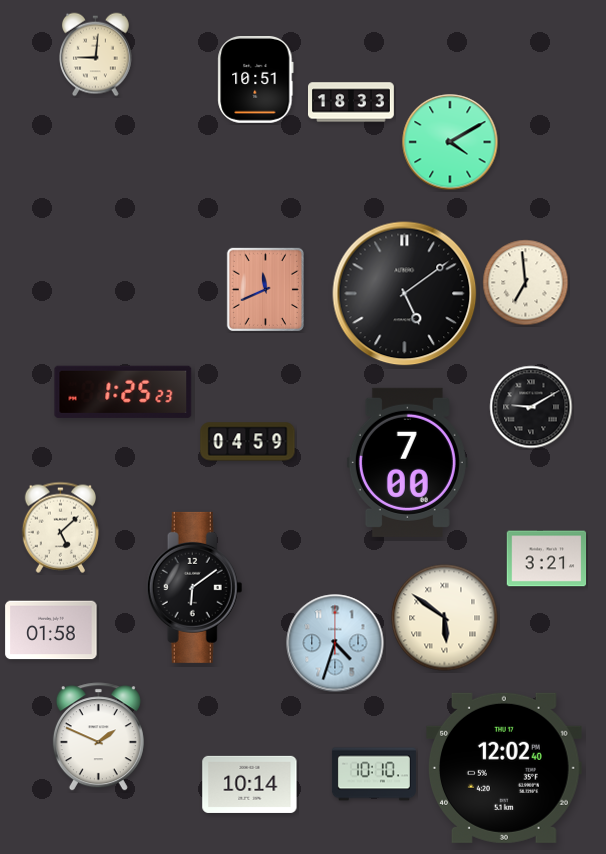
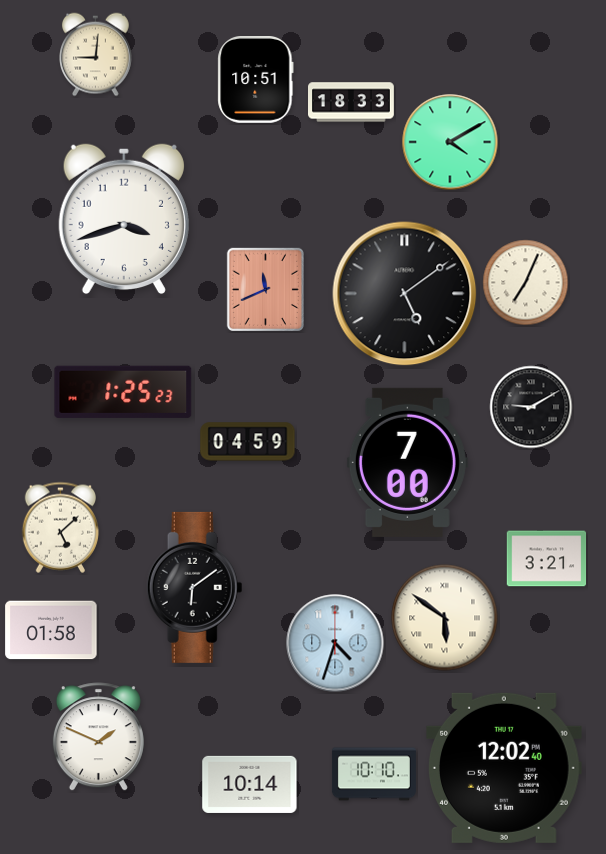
clock at (124, 219): none -> 3:42
clock at (526, 283): 6:59 -> 7:04
